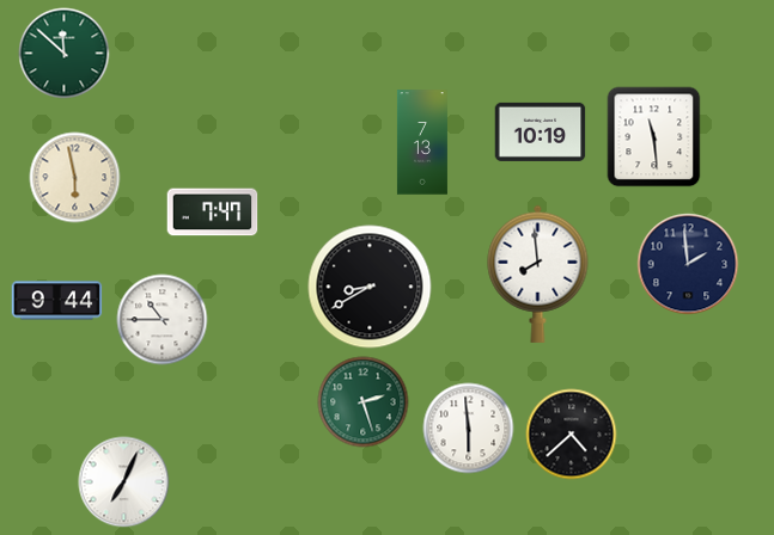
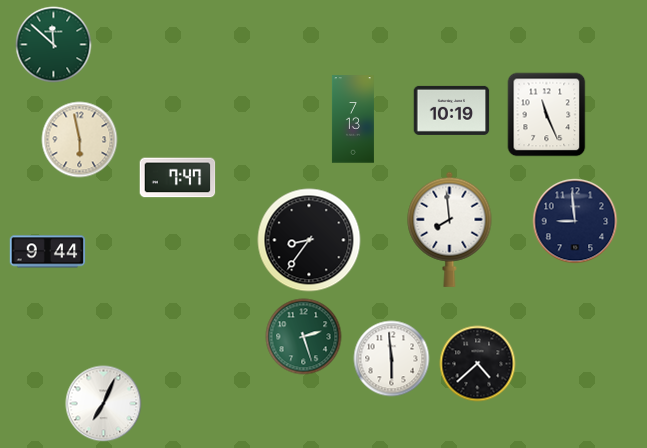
clock at (654, 137): 11:29 -> 11:26
clock at (75, 178) position: (75, 178) -> (80, 140)
clock at (688, 264): 1:59 -> 8:59
clock at (370, 287): 8:40 -> 8:36
clock at (163, 320): 10:45 -> none
